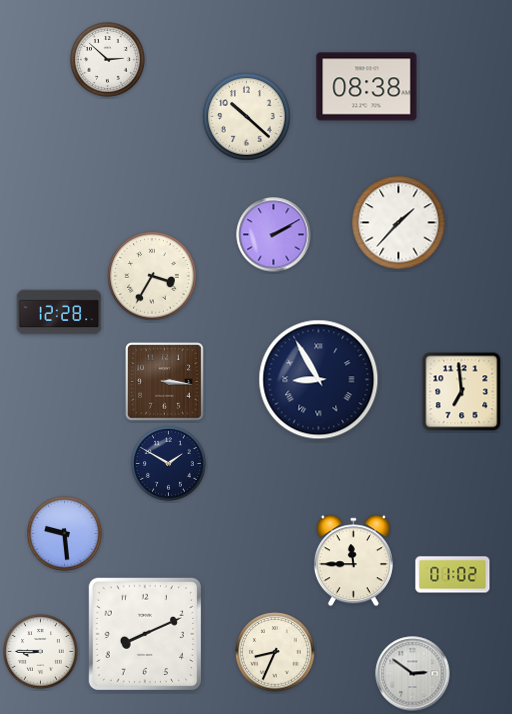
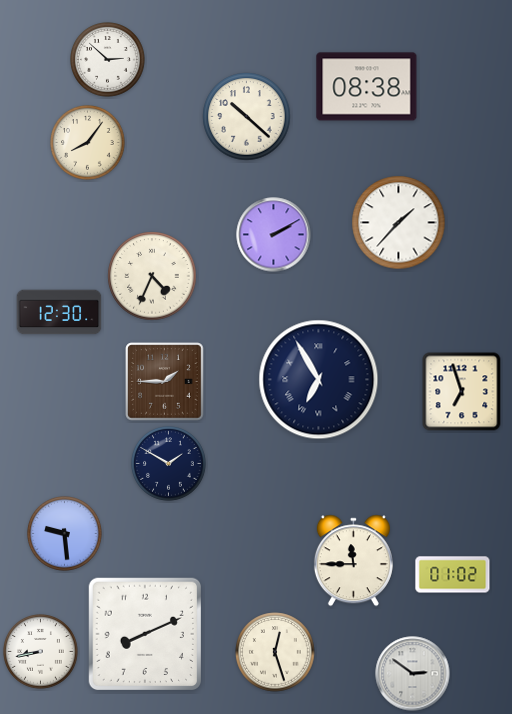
clock at (88, 143): none -> 8:06
clock at (152, 276): 3:35 -> 4:34
clock at (59, 312): 12:28 -> 12:30
clock at (319, 380): 8:55 -> 6:55
clock at (165, 382): 3:16 -> 1:45
clock at (462, 392): 6:59 -> 6:57
clock at (41, 652): 8:45 -> 8:43
clock at (275, 652): 8:34 -> 12:27
